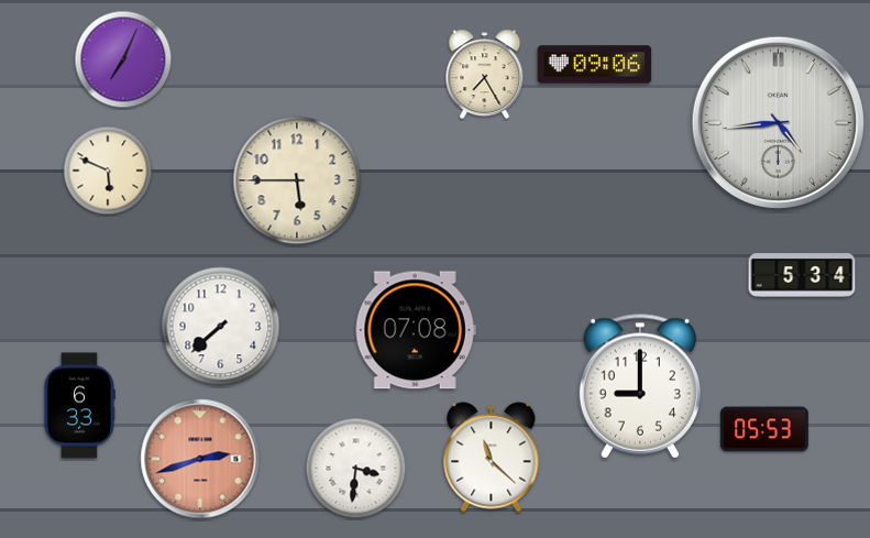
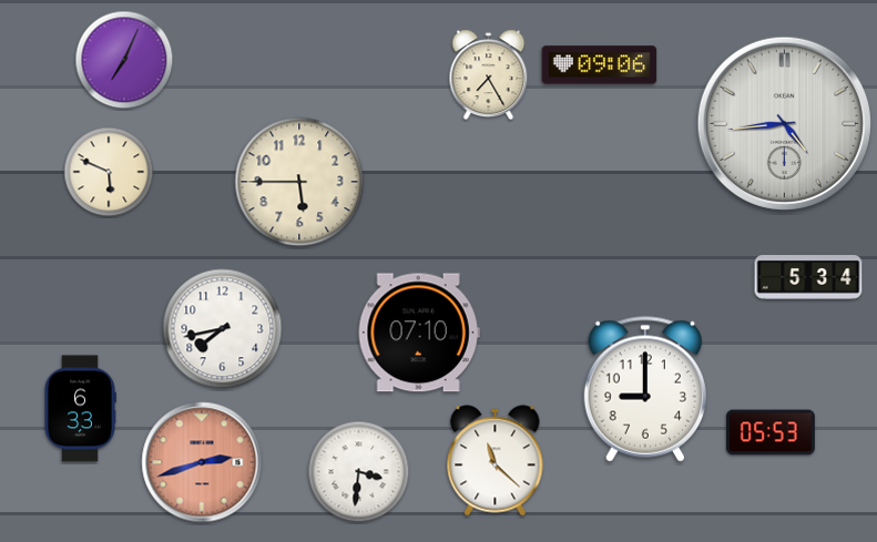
clock at (221, 327): 7:38 -> 7:43
clock at (416, 330): 07:08 -> 07:10
